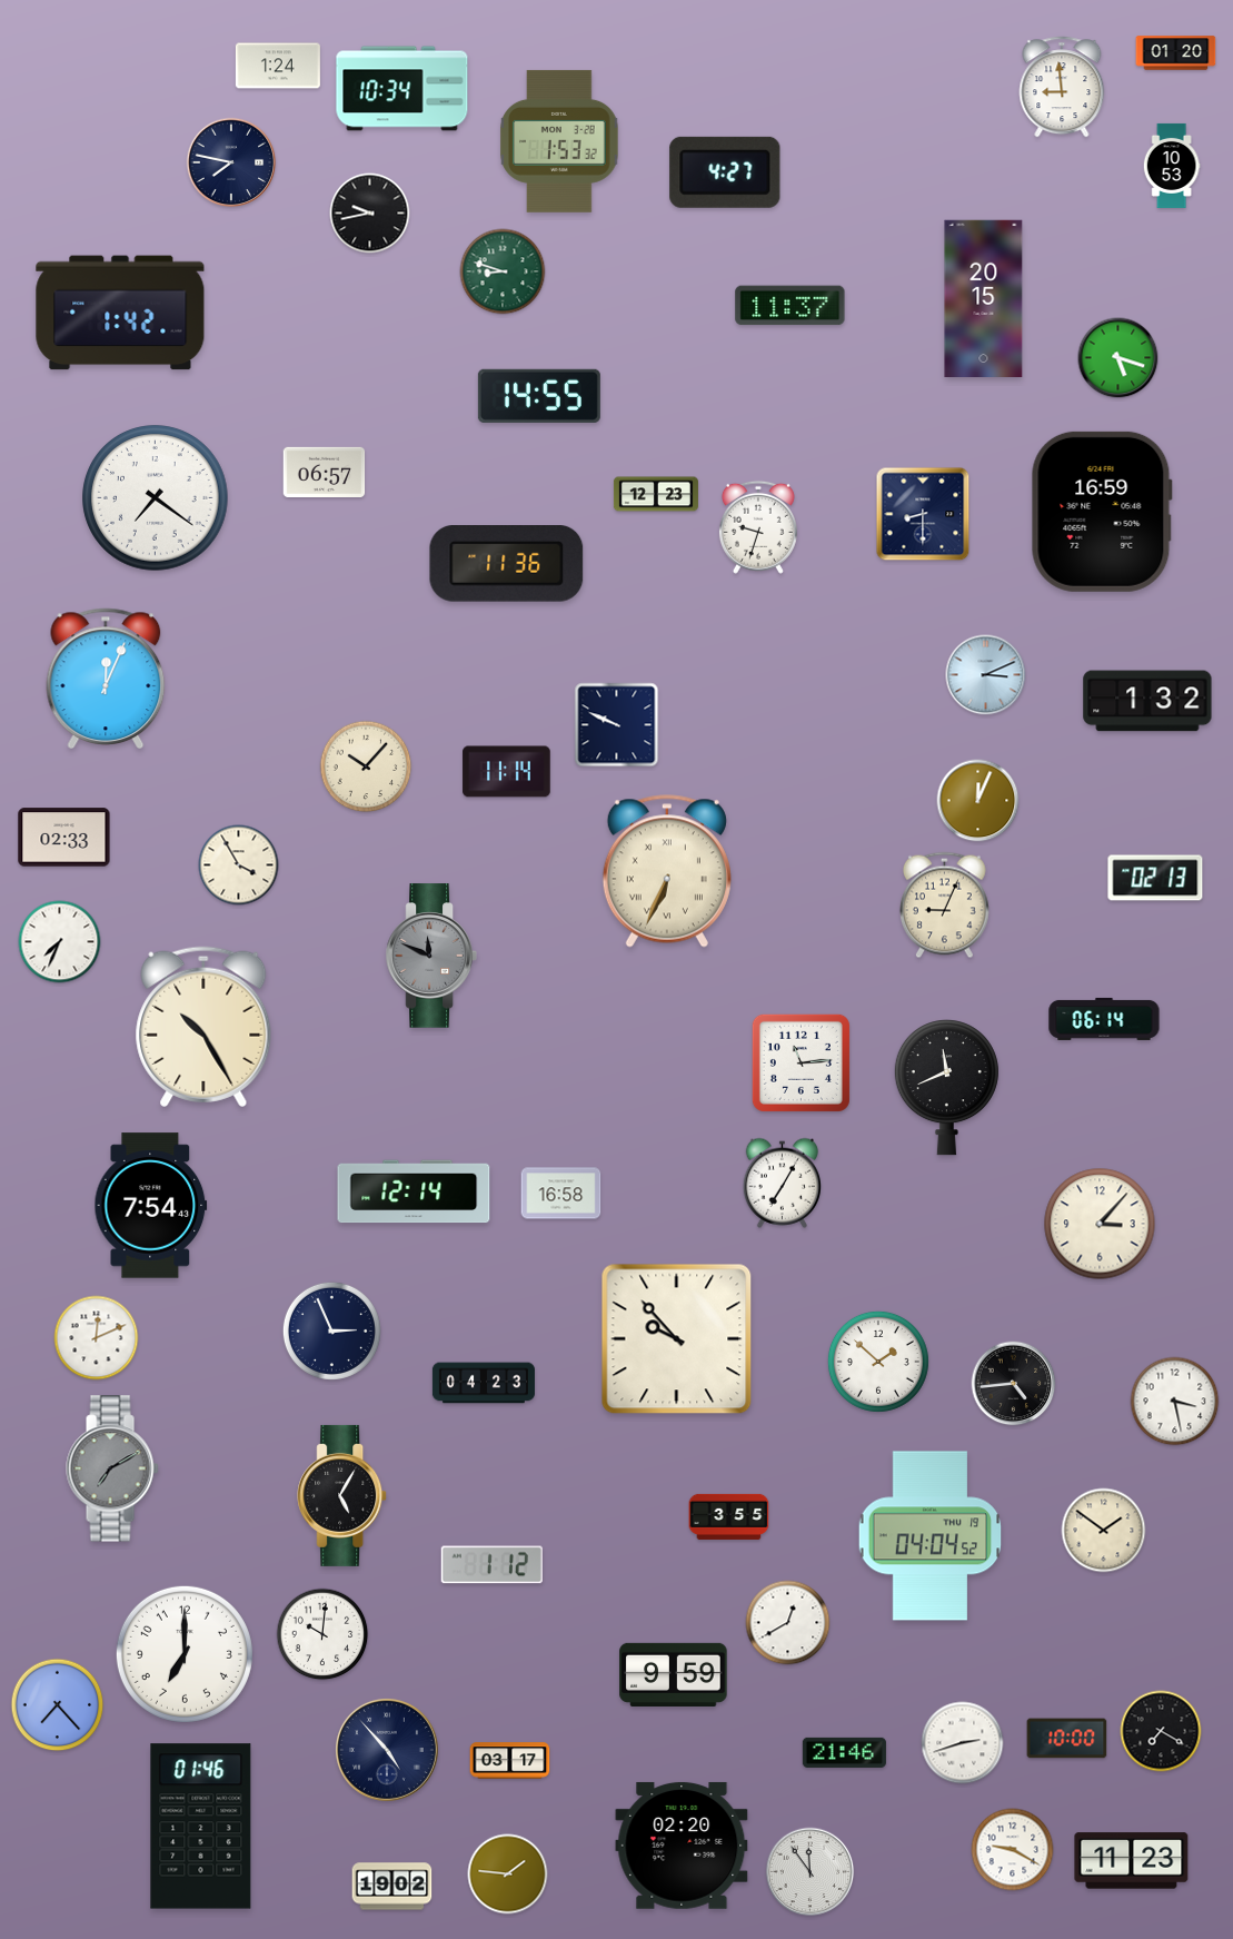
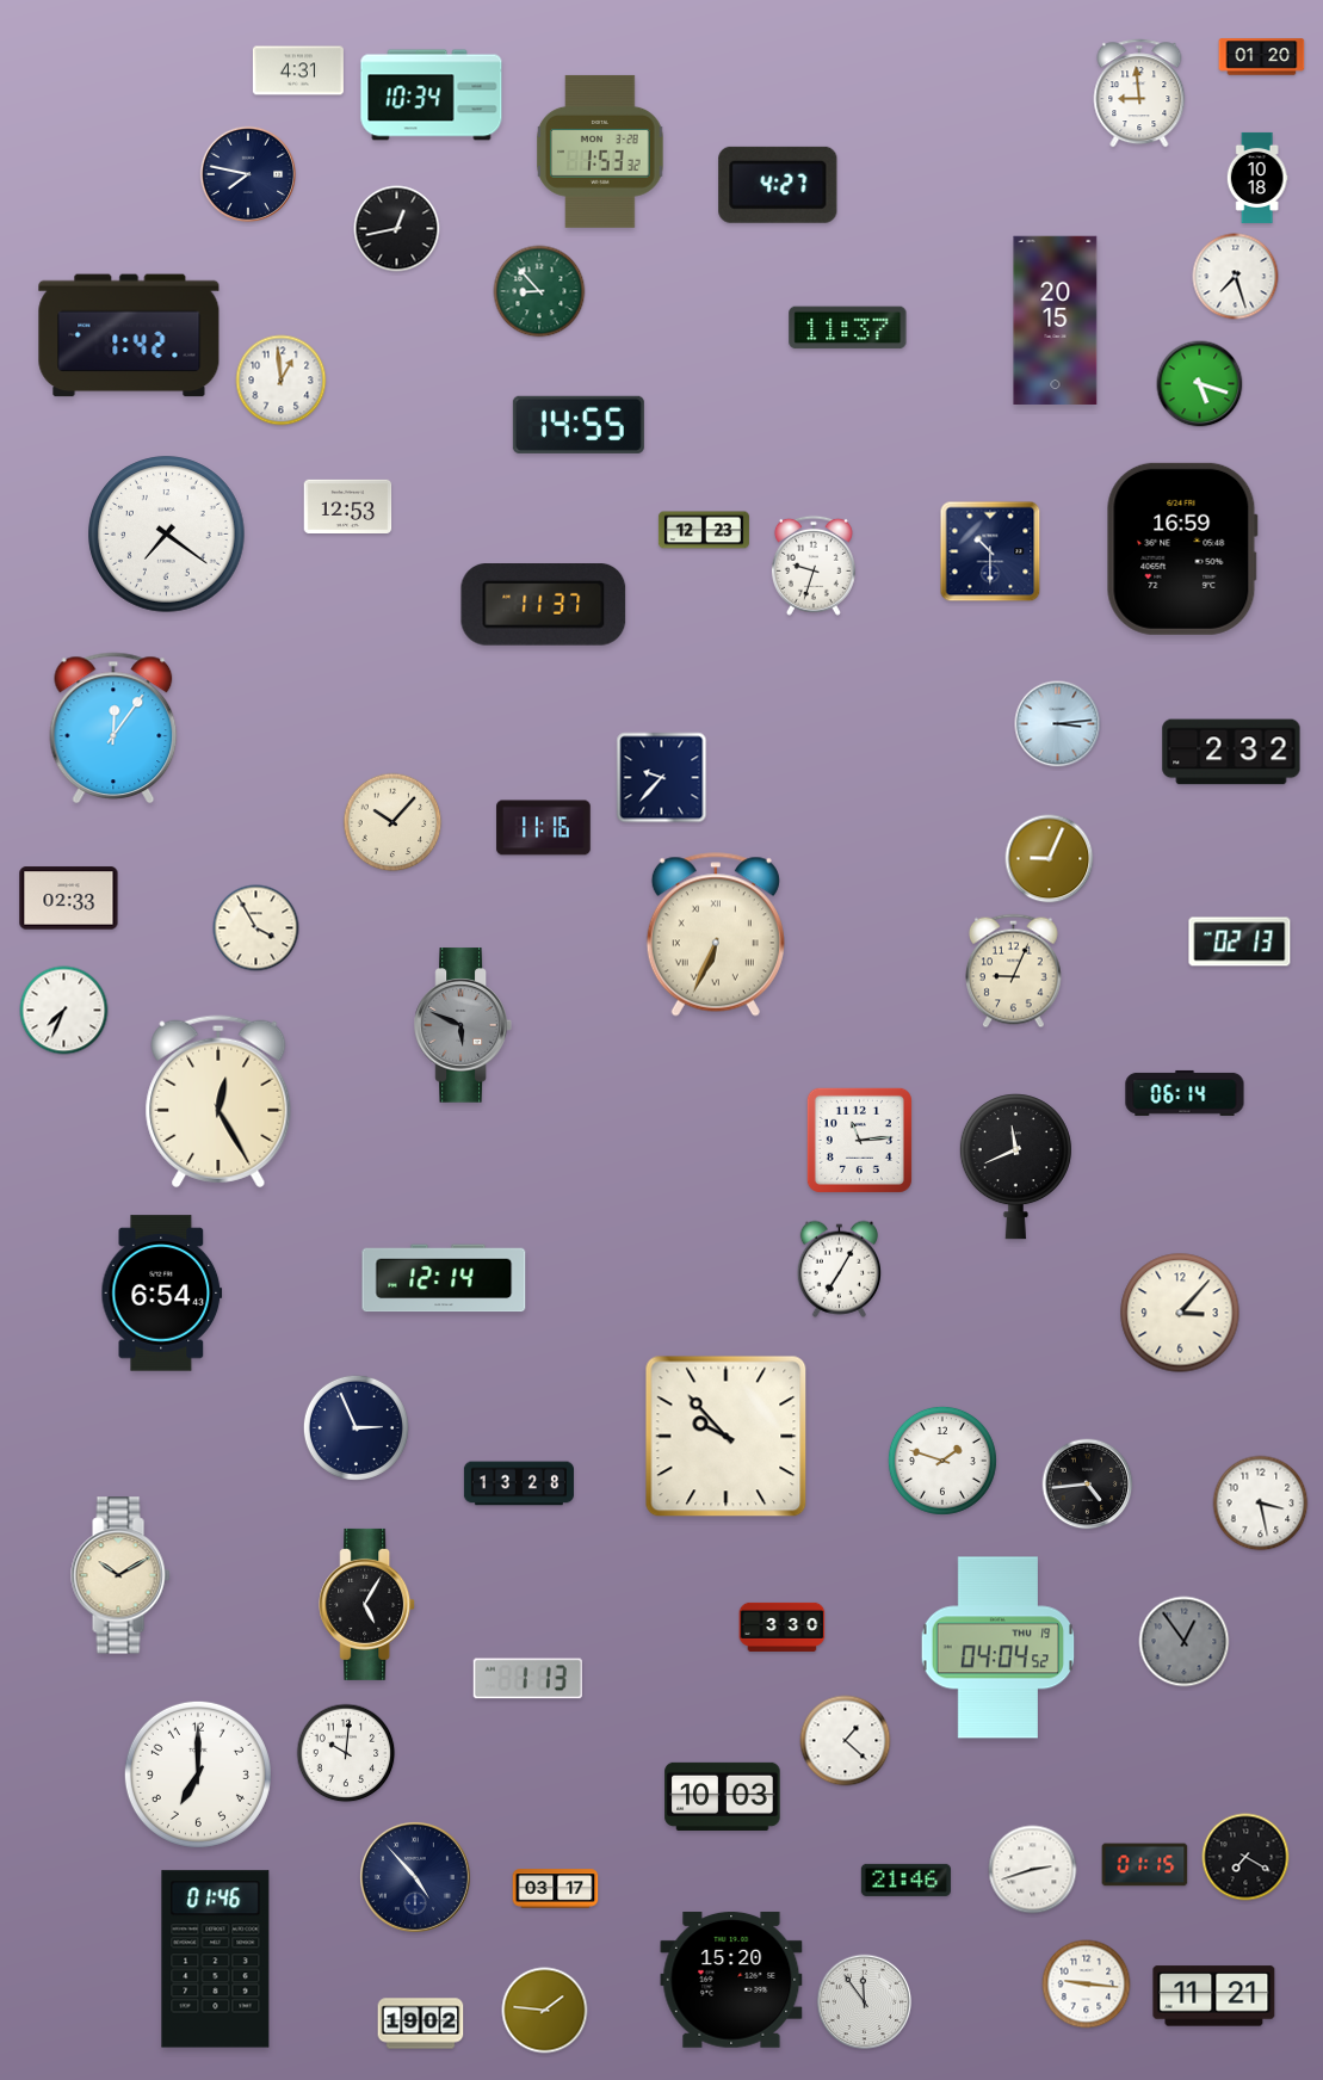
clock at (278, 66): 1:24 -> 4:31
clock at (1172, 166): 10:53 -> 10:18
clock at (370, 214): 9:43 -> 12:43
clock at (1236, 277): none -> 7:27
clock at (503, 271): 8:48 -> 8:53
clock at (282, 381): none -> 12:59
clock at (325, 472): 06:57 -> 12:53
clock at (923, 514): 8:30 -> 10:30
clock at (507, 564): 11:36 -> 11:37
clock at (986, 675): 3:11 -> 3:14
clock at (106, 679): 12:04 -> 12:06
clock at (1147, 701): 1:32 -> 2:32
clock at (617, 725): 9:49 -> 9:37
clock at (507, 772): 11:14 -> 11:16
clock at (978, 801): 12:04 -> 9:04
clock at (431, 956): 11:49 -> 5:49
clock at (203, 1027): 10:25 -> 12:25
clock at (561, 1194): 16:58 -> none
clock at (151, 1206): 7:54 -> 6:54
clock at (97, 1338): 12:11 -> none
clock at (878, 1362): 1:52 -> 1:48
clock at (484, 1383): 04:23 -> 13:28
clock at (112, 1468): 7:10 -> 10:10
clock at (112, 1468) dial: grey -> cream
clock at (729, 1516): 3:55 -> 3:30
clock at (1104, 1531): 1:51 -> 12:54
clock at (1104, 1531) dial: cream -> grey
clock at (491, 1565): 1:12 -> 1:13
clock at (788, 1623): 12:40 -> 1:22
clock at (674, 1674): 9:59 -> 10:03
clock at (58, 1705): 7:23 -> none
clock at (1067, 1739): 10:00 -> 01:15
clock at (510, 1761) position: (510, 1761) -> (556, 1889)
clock at (682, 1846): 02:20 -> 15:20
clock at (1013, 1850): 9:20 -> 9:16
clock at (1132, 1861): 11:23 -> 11:21
clock at (811, 1872) position: (811, 1872) -> (865, 2002)
